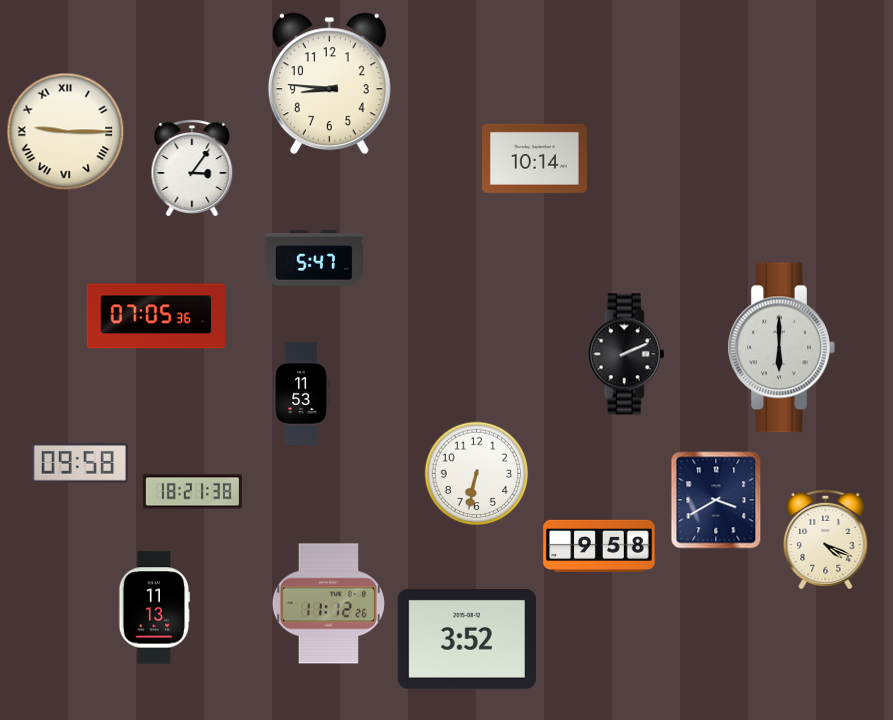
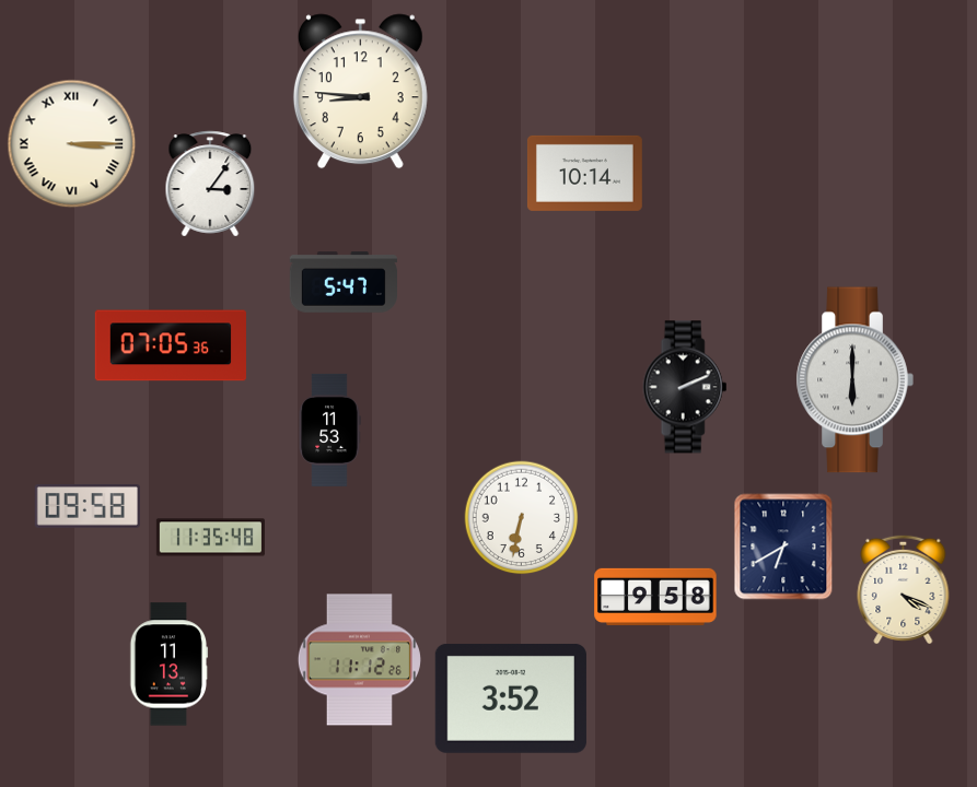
clock at (66, 132): 9:15 -> 3:15
clock at (192, 492): 18:21 -> 11:35
clock at (716, 500): 3:40 -> 6:40
